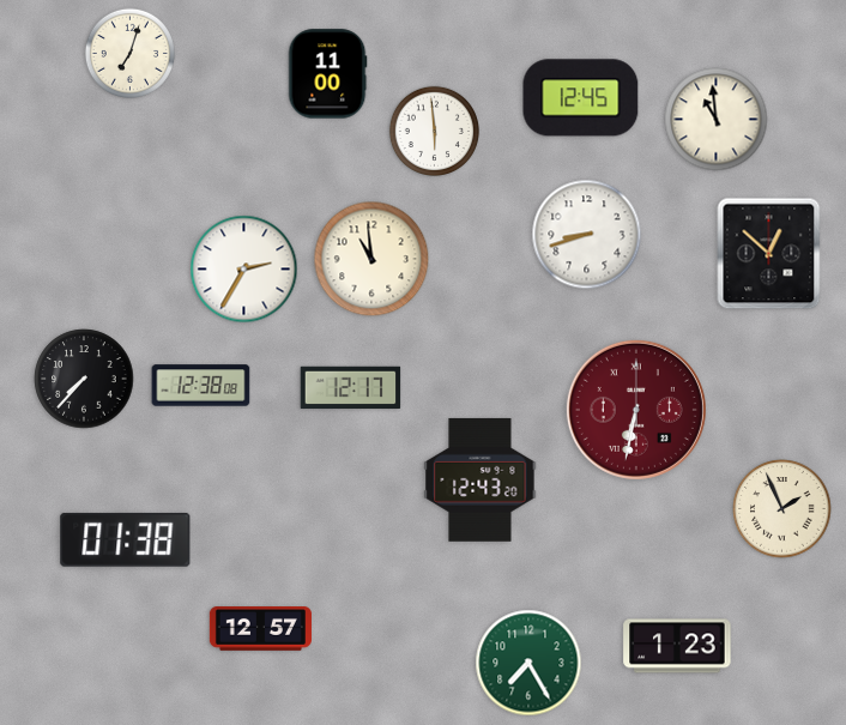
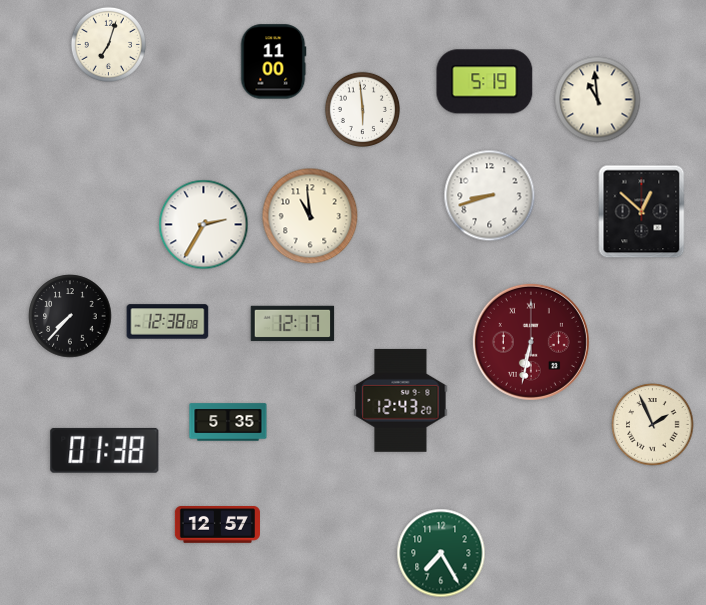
clock at (581, 98): 12:45 -> 5:19
clock at (228, 422): none -> 5:35
clock at (677, 646): 1:23 -> none
